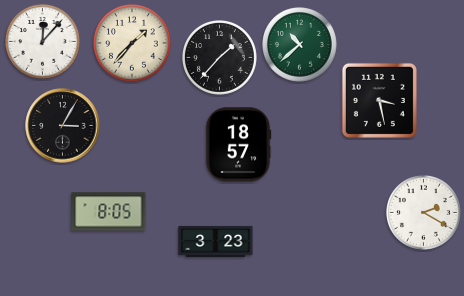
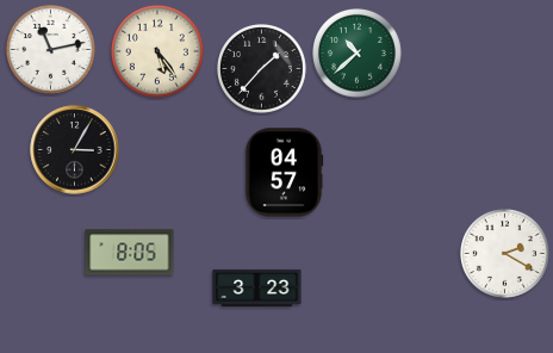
clock at (43, 42): 12:07 -> 11:13
clock at (133, 44): 1:37 -> 5:24
clock at (379, 100): 3:28 -> none
clock at (238, 145): 18:57 -> 04:57
